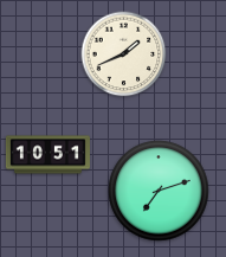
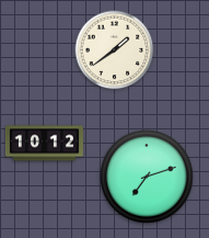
clock at (124, 54): 1:41 -> 1:39
clock at (47, 155): 10:51 -> 10:12
